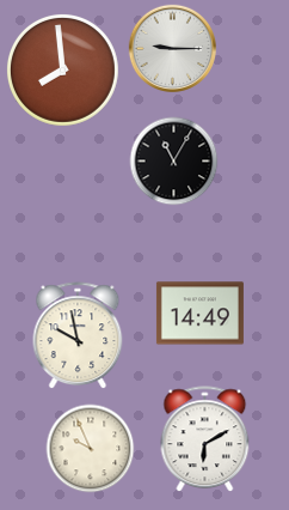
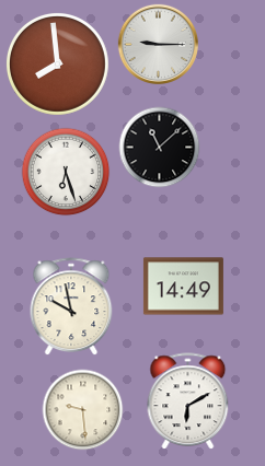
clock at (174, 162): 11:05 -> 11:08
clock at (66, 172): none -> 6:27
clock at (91, 449): 9:56 -> 9:29
